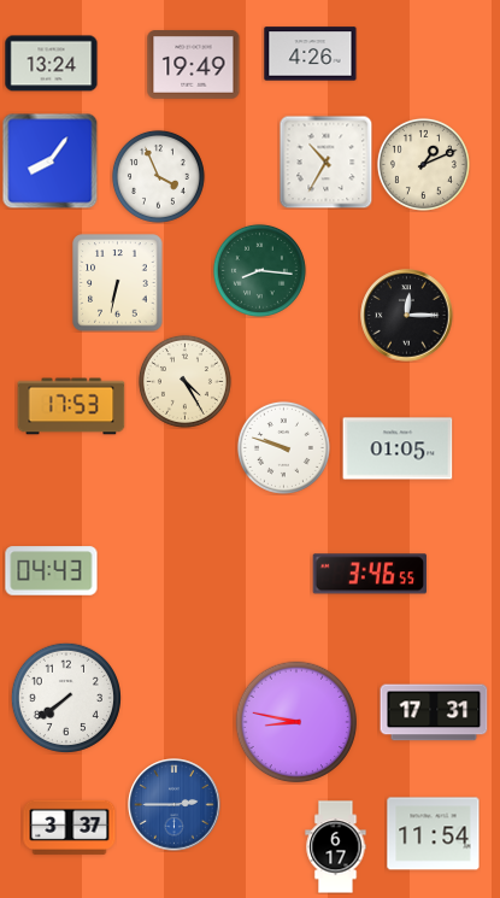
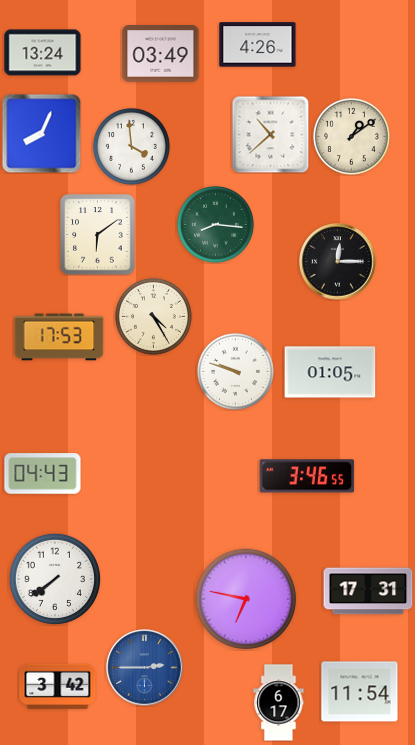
clock at (194, 65): 19:49 -> 03:49
clock at (49, 160): 8:06 -> 8:04
clock at (325, 162): 10:35 -> 10:38
clock at (423, 164): 1:11 -> 1:09
clock at (158, 176): 3:56 -> 3:59
clock at (118, 283): 6:32 -> 6:09
clock at (434, 712) position: (434, 712) -> (368, 591)
clock at (296, 722): 8:47 -> 6:47
clock at (70, 827): 3:37 -> 3:42
